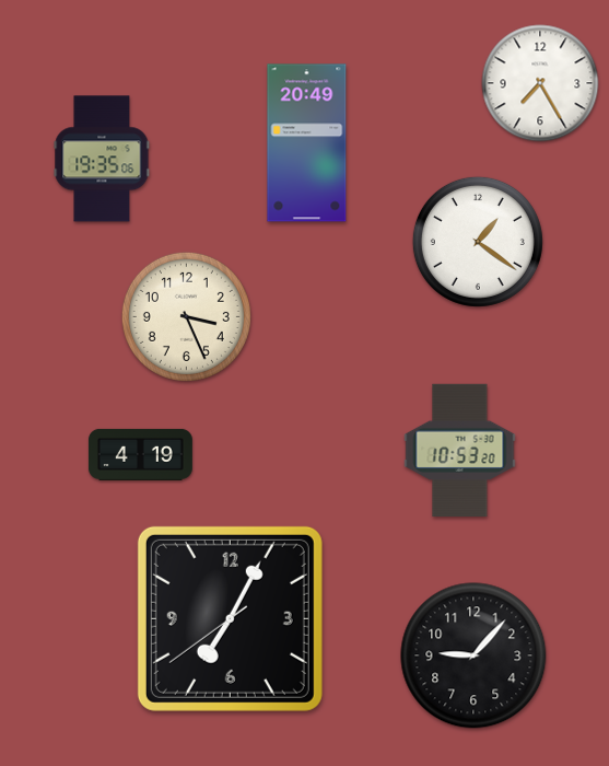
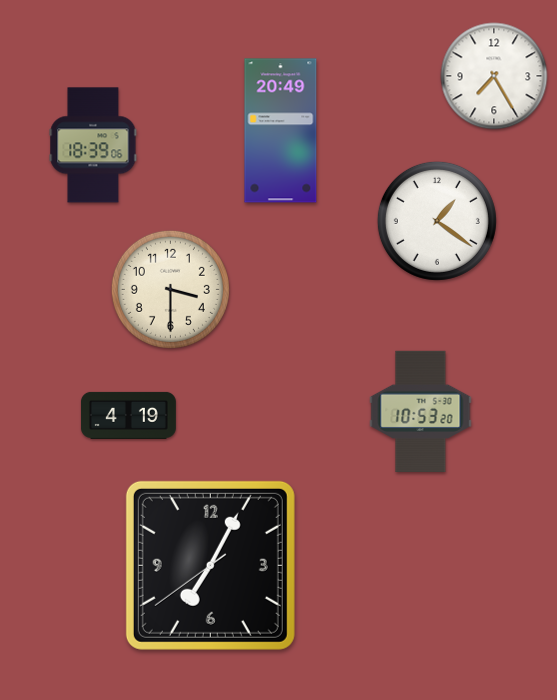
clock at (102, 159): 19:35 -> 18:39
clock at (186, 316): 3:26 -> 3:30
clock at (473, 655): 9:07 -> none
